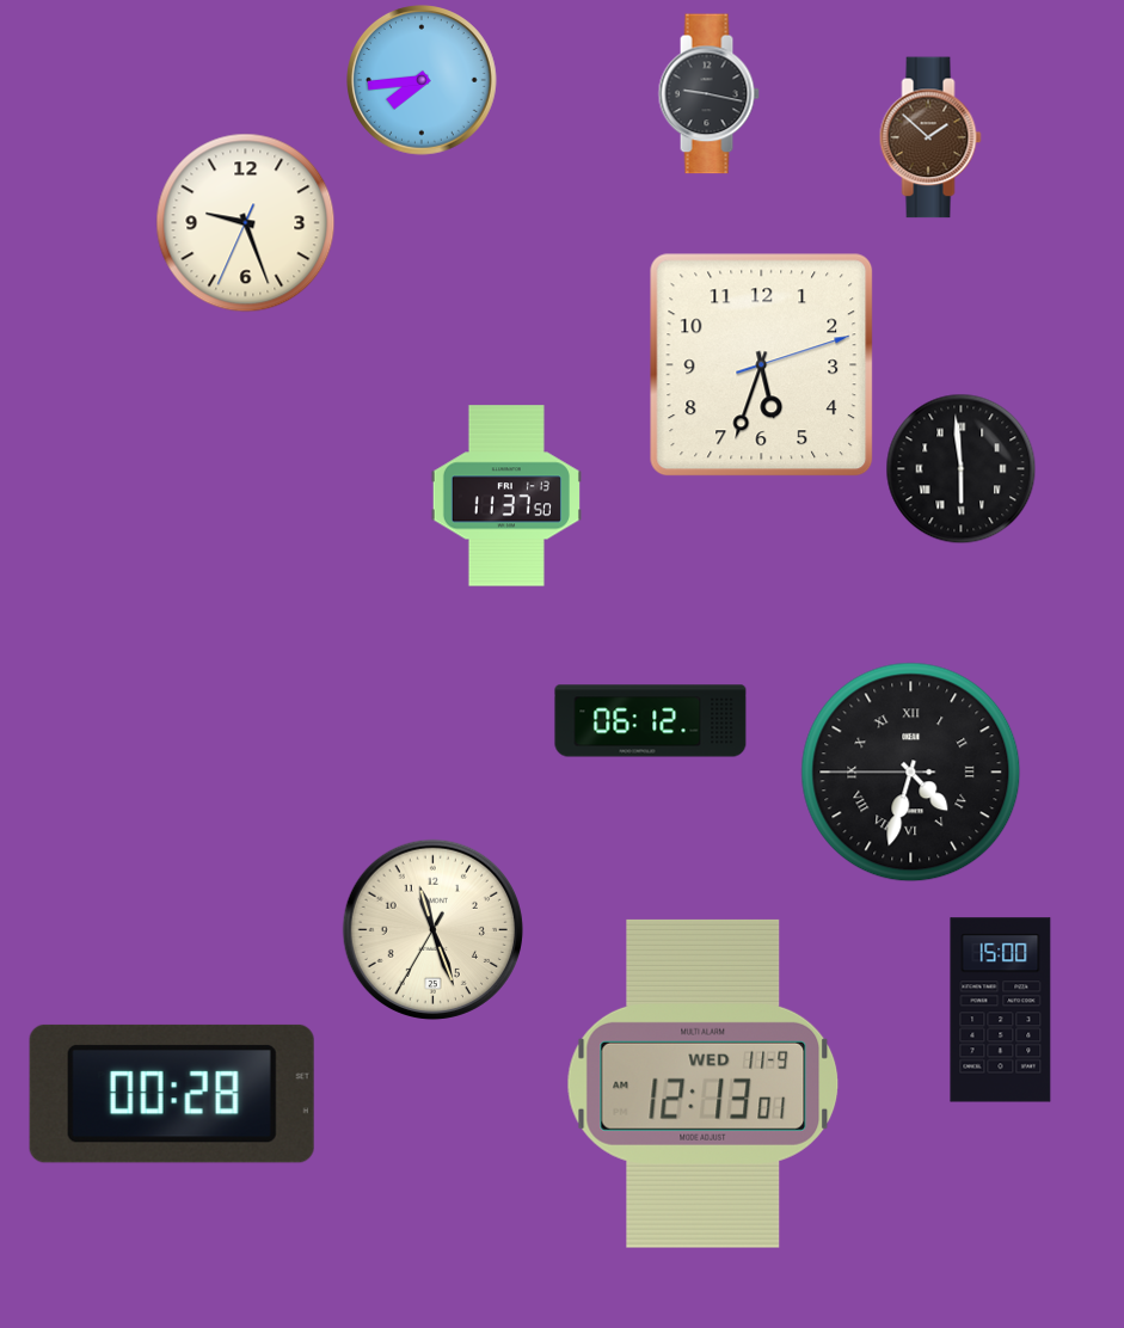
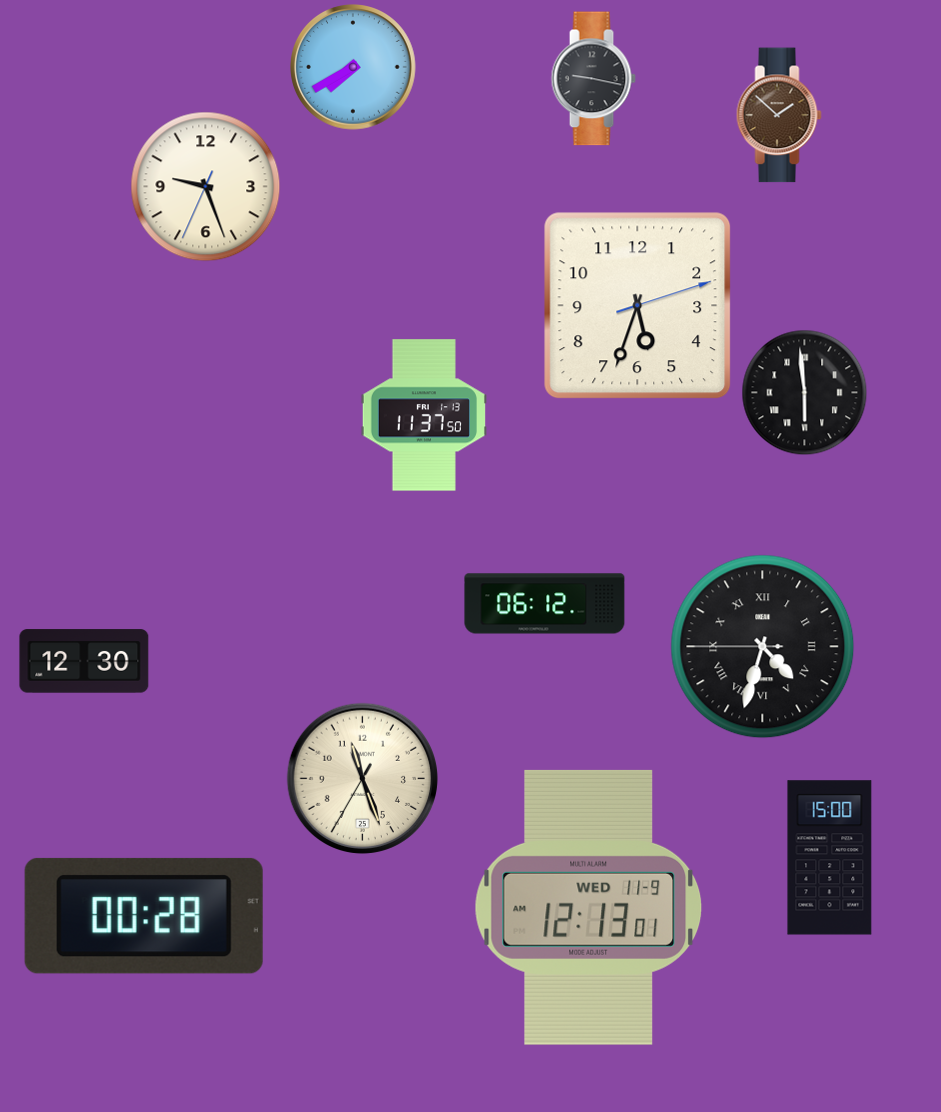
clock at (423, 81): 7:44 -> 7:40
clock at (84, 661): none -> 12:30
clock at (1001, 1010) position: (1001, 1010) -> (830, 858)
